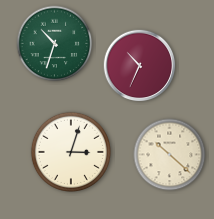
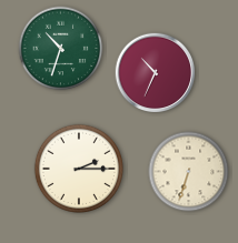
clock at (71, 152): 3:03 -> 2:15
clock at (170, 155): 10:22 -> 6:33
